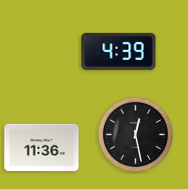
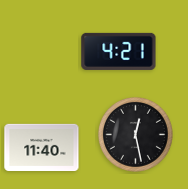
clock at (119, 51): 4:39 -> 4:21
clock at (42, 147): 11:36 -> 11:40
